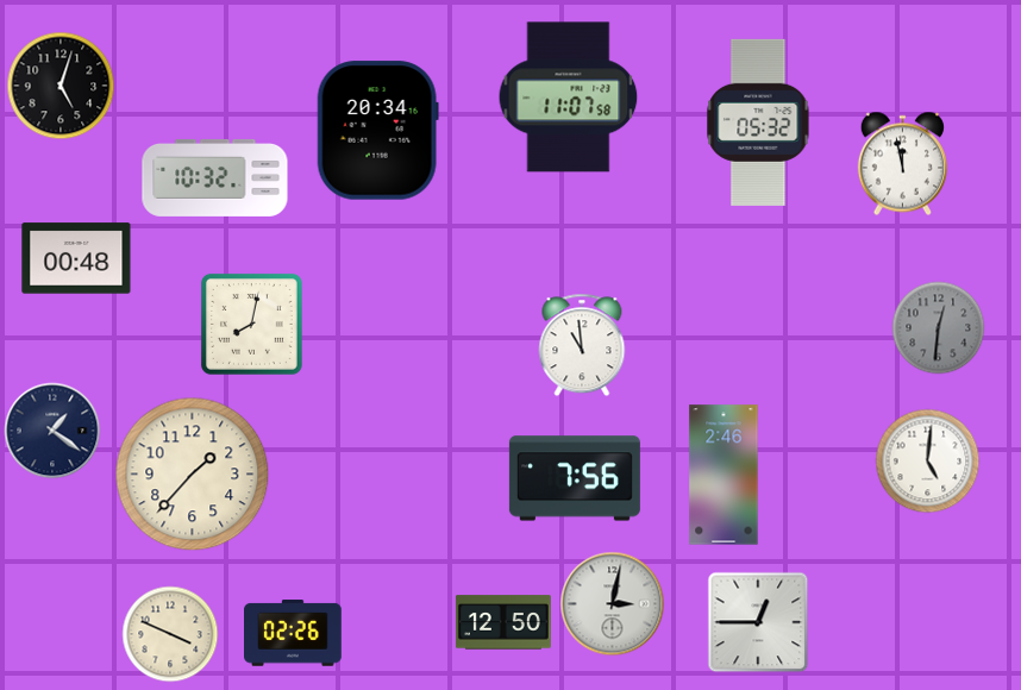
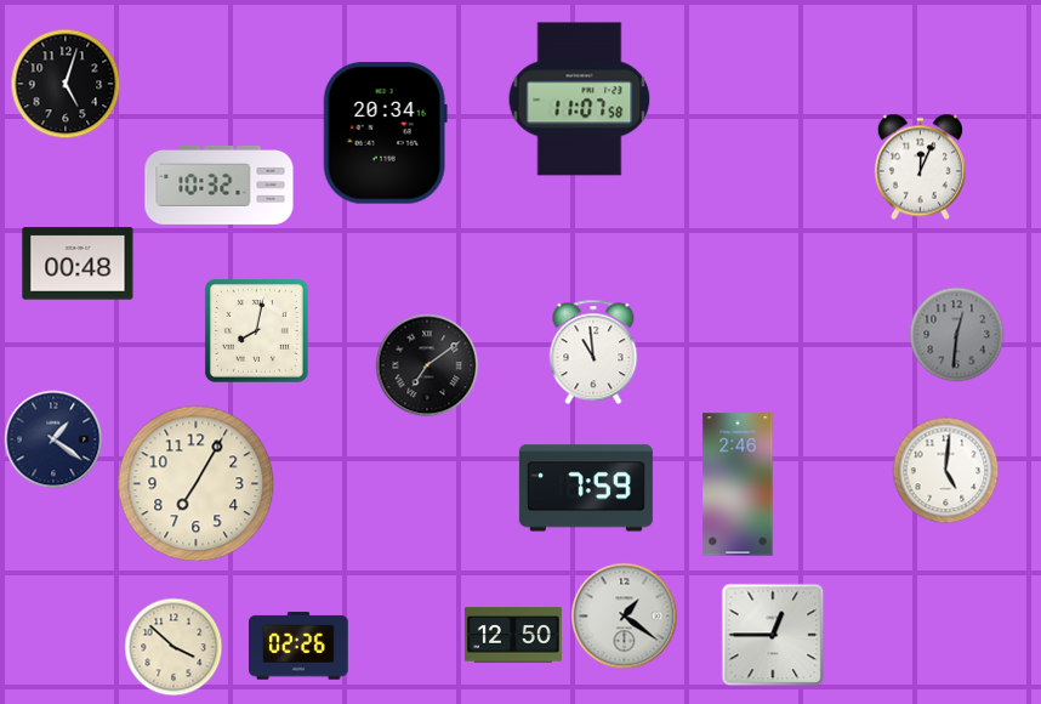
clock at (61, 86) position: (61, 86) -> (66, 84)
clock at (758, 123): 05:32 -> none
clock at (902, 164): 11:58 -> 12:04
clock at (215, 177) position: (215, 177) -> (220, 184)
clock at (427, 365): none -> 7:09
clock at (193, 475): 1:37 -> 7:05
clock at (575, 478): 7:56 -> 7:59
clock at (613, 604): 3:02 -> 1:21
clock at (170, 634): 3:49 -> 3:52
